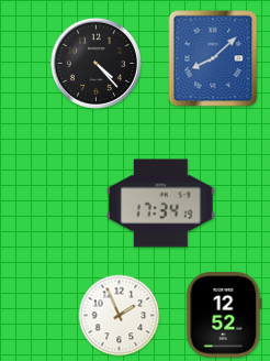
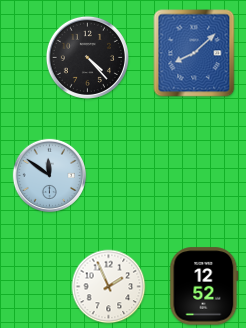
clock at (49, 175): none -> 11:51
clock at (161, 204): 17:34 -> none
